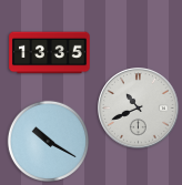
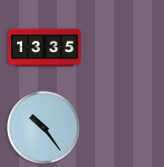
clock at (139, 109): 10:41 -> none
clock at (48, 141): 10:20 -> 10:24
